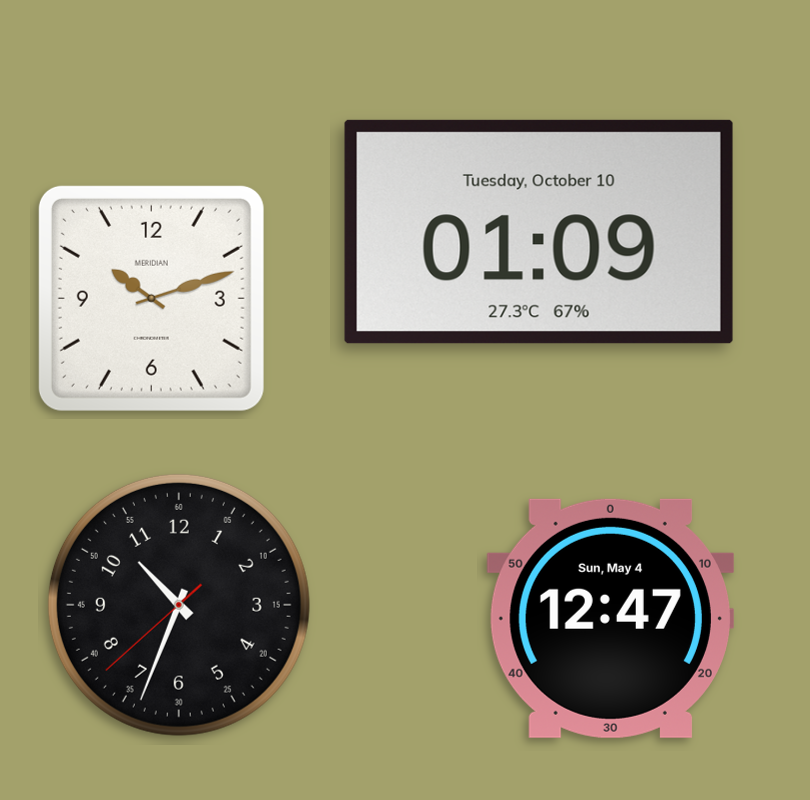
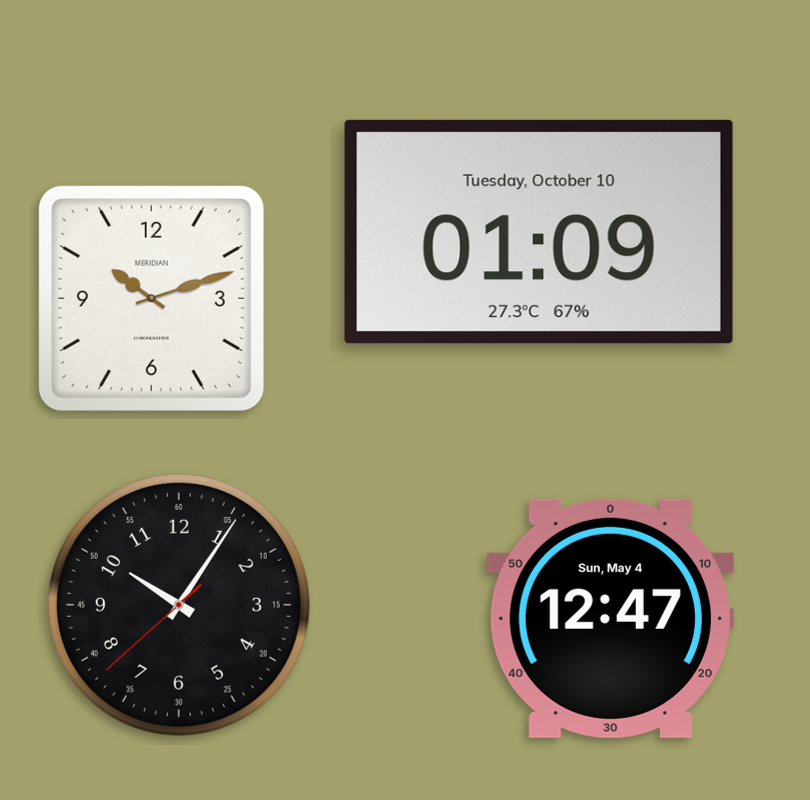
clock at (179, 605): 10:33 -> 10:05
